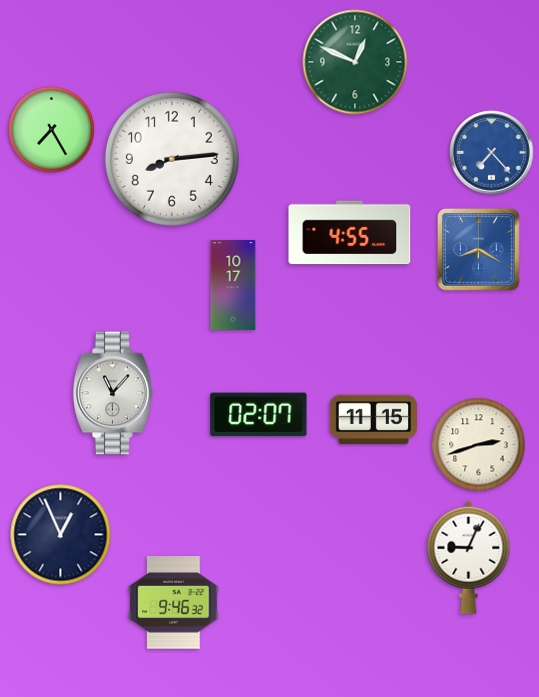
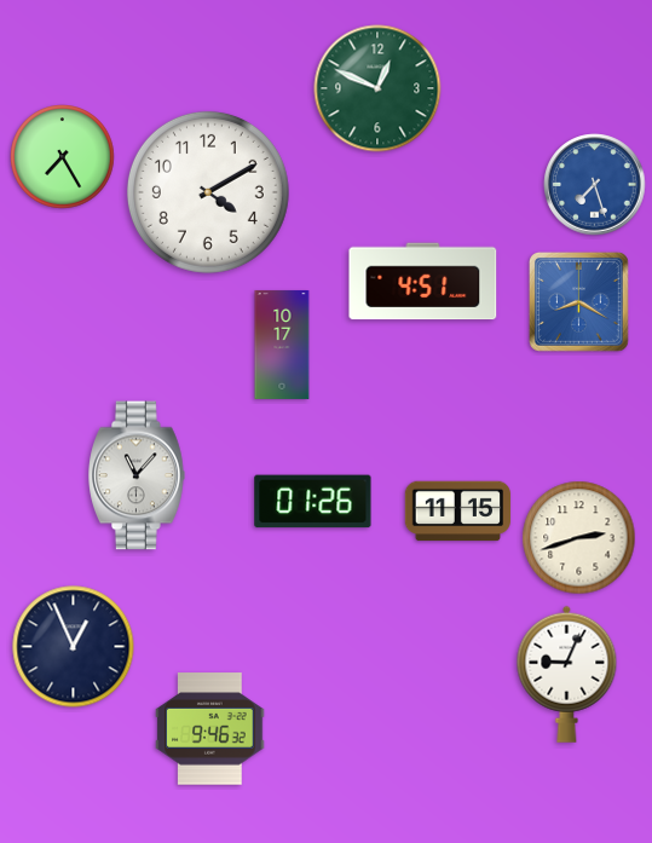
clock at (355, 62) position: (355, 62) -> (377, 88)
clock at (492, 153): 7:23 -> 7:27
clock at (172, 159): 8:14 -> 4:10
clock at (350, 233): 4:55 -> 4:51
clock at (259, 415): 02:07 -> 01:26
clock at (374, 420) position: (374, 420) -> (458, 512)
